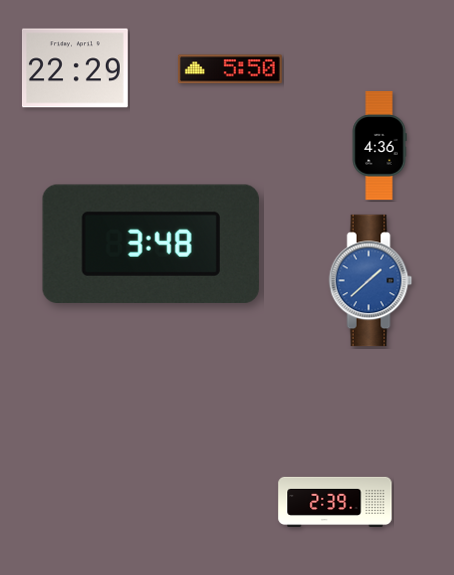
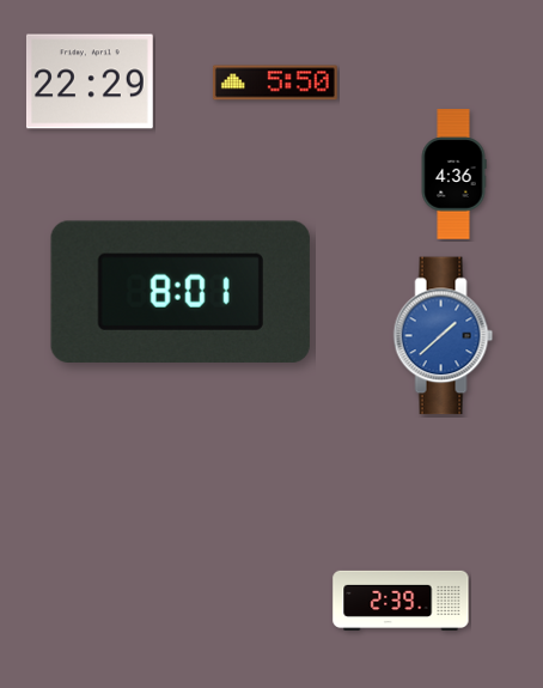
clock at (151, 244): 3:48 -> 8:01
